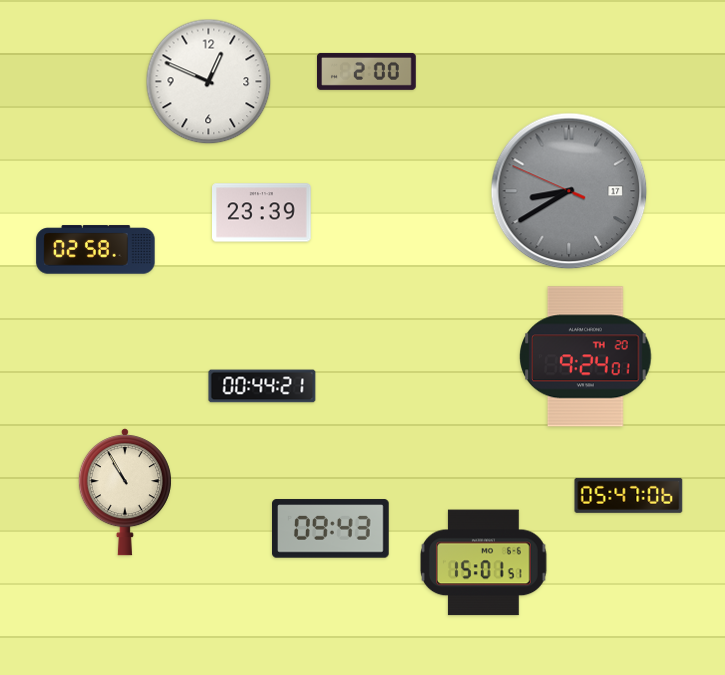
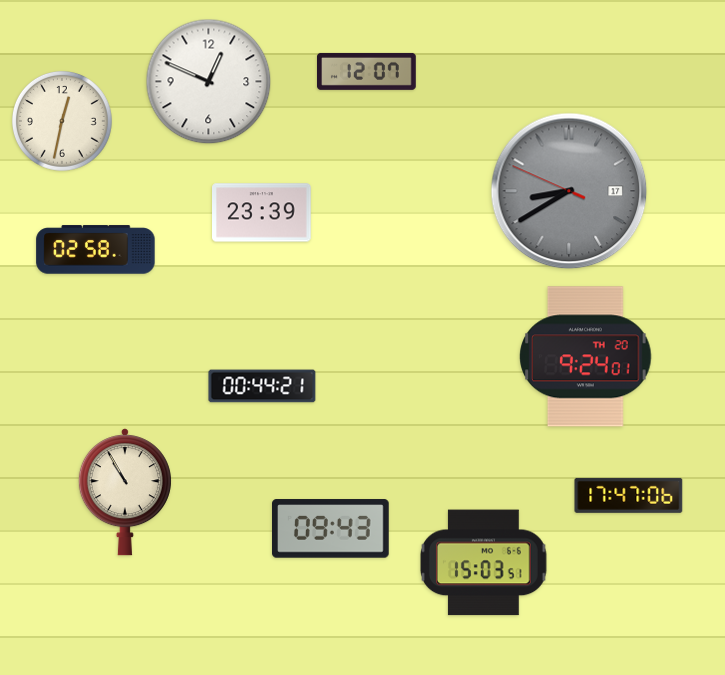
clock at (367, 71): 2:00 -> 12:07
clock at (62, 121): none -> 12:32
clock at (629, 495): 05:47 -> 17:47
clock at (484, 563): 15:01 -> 15:03
